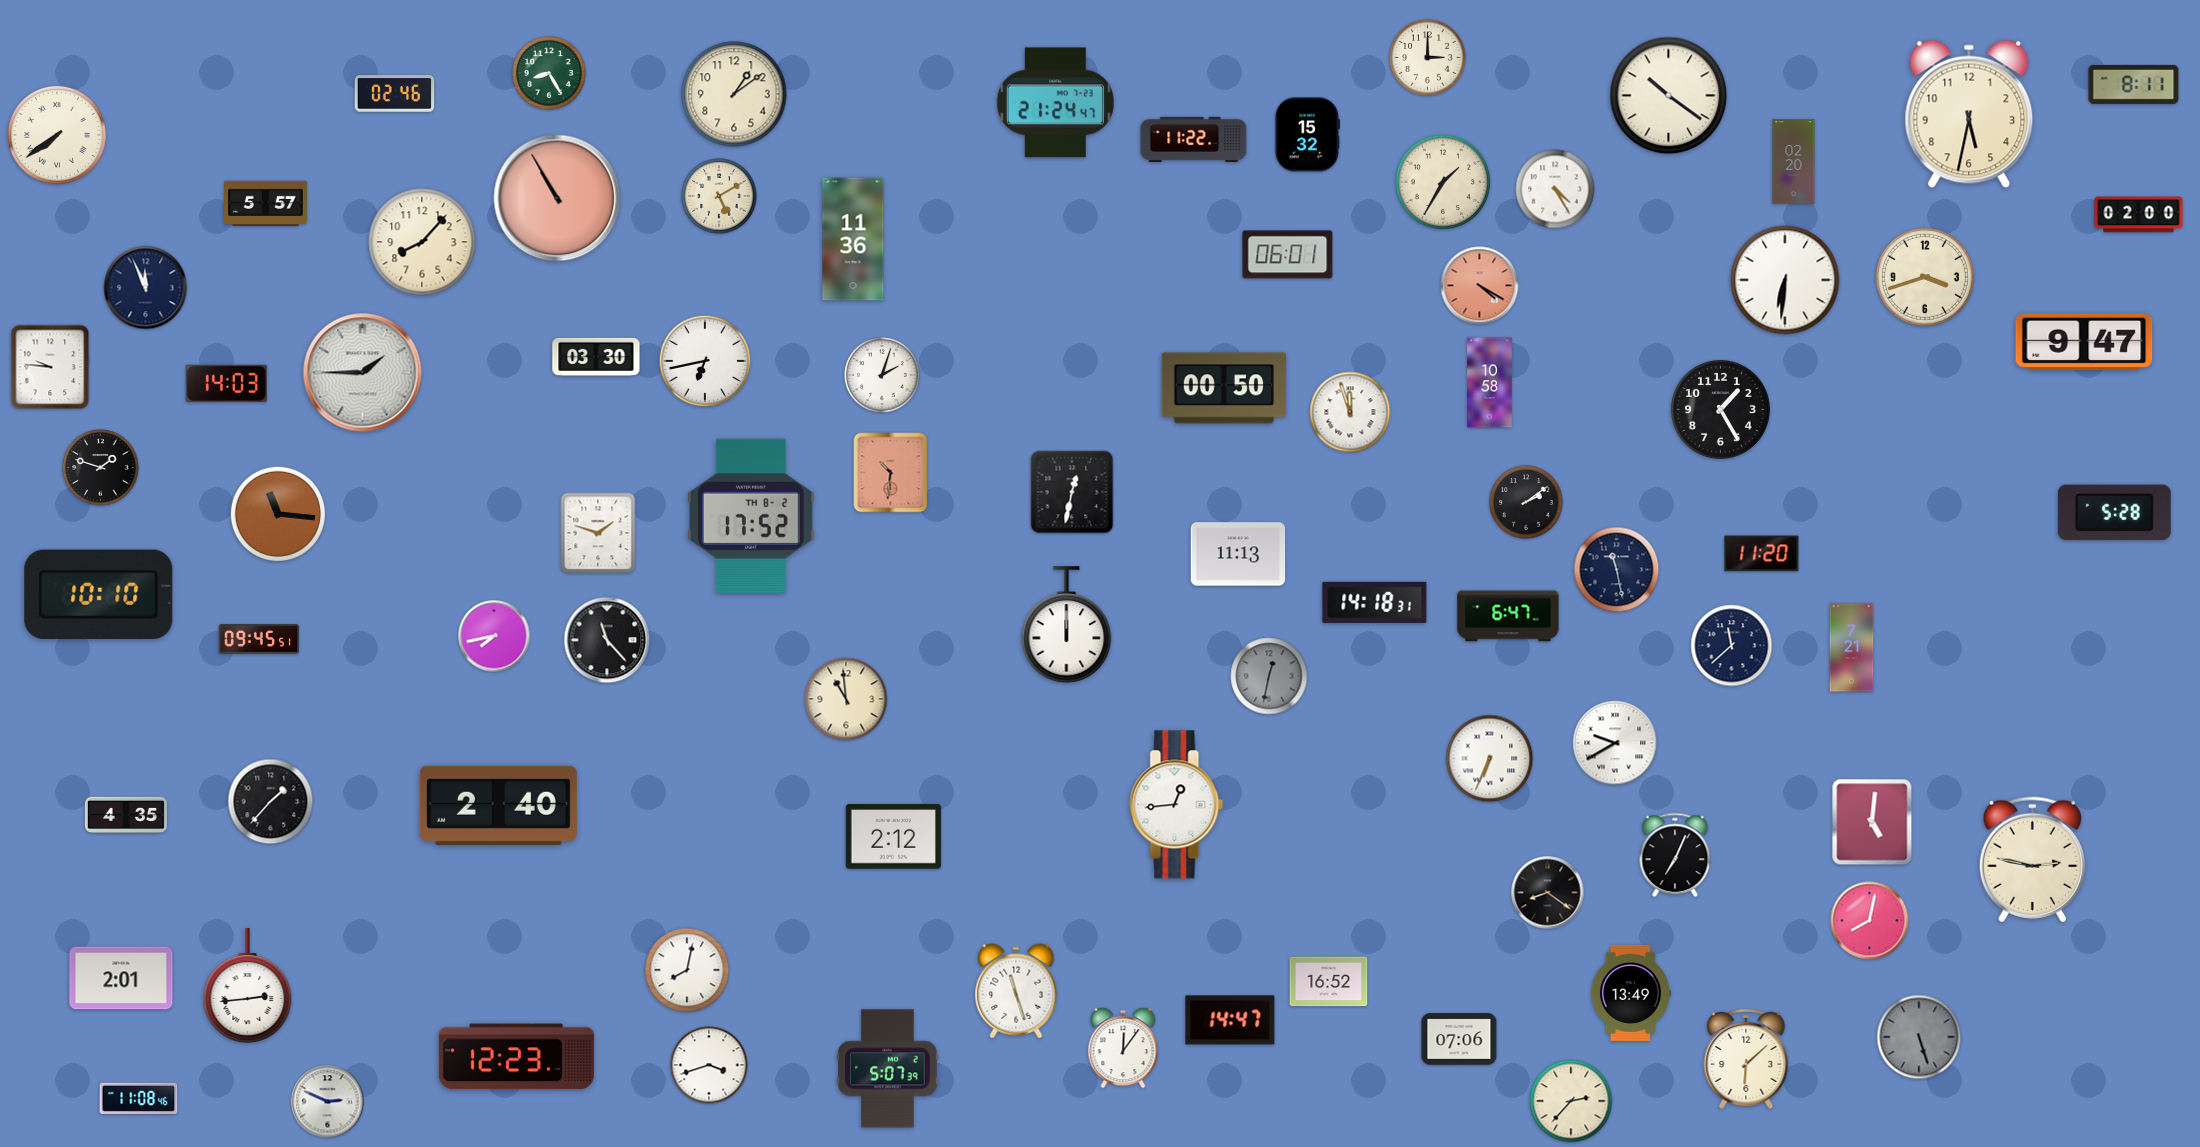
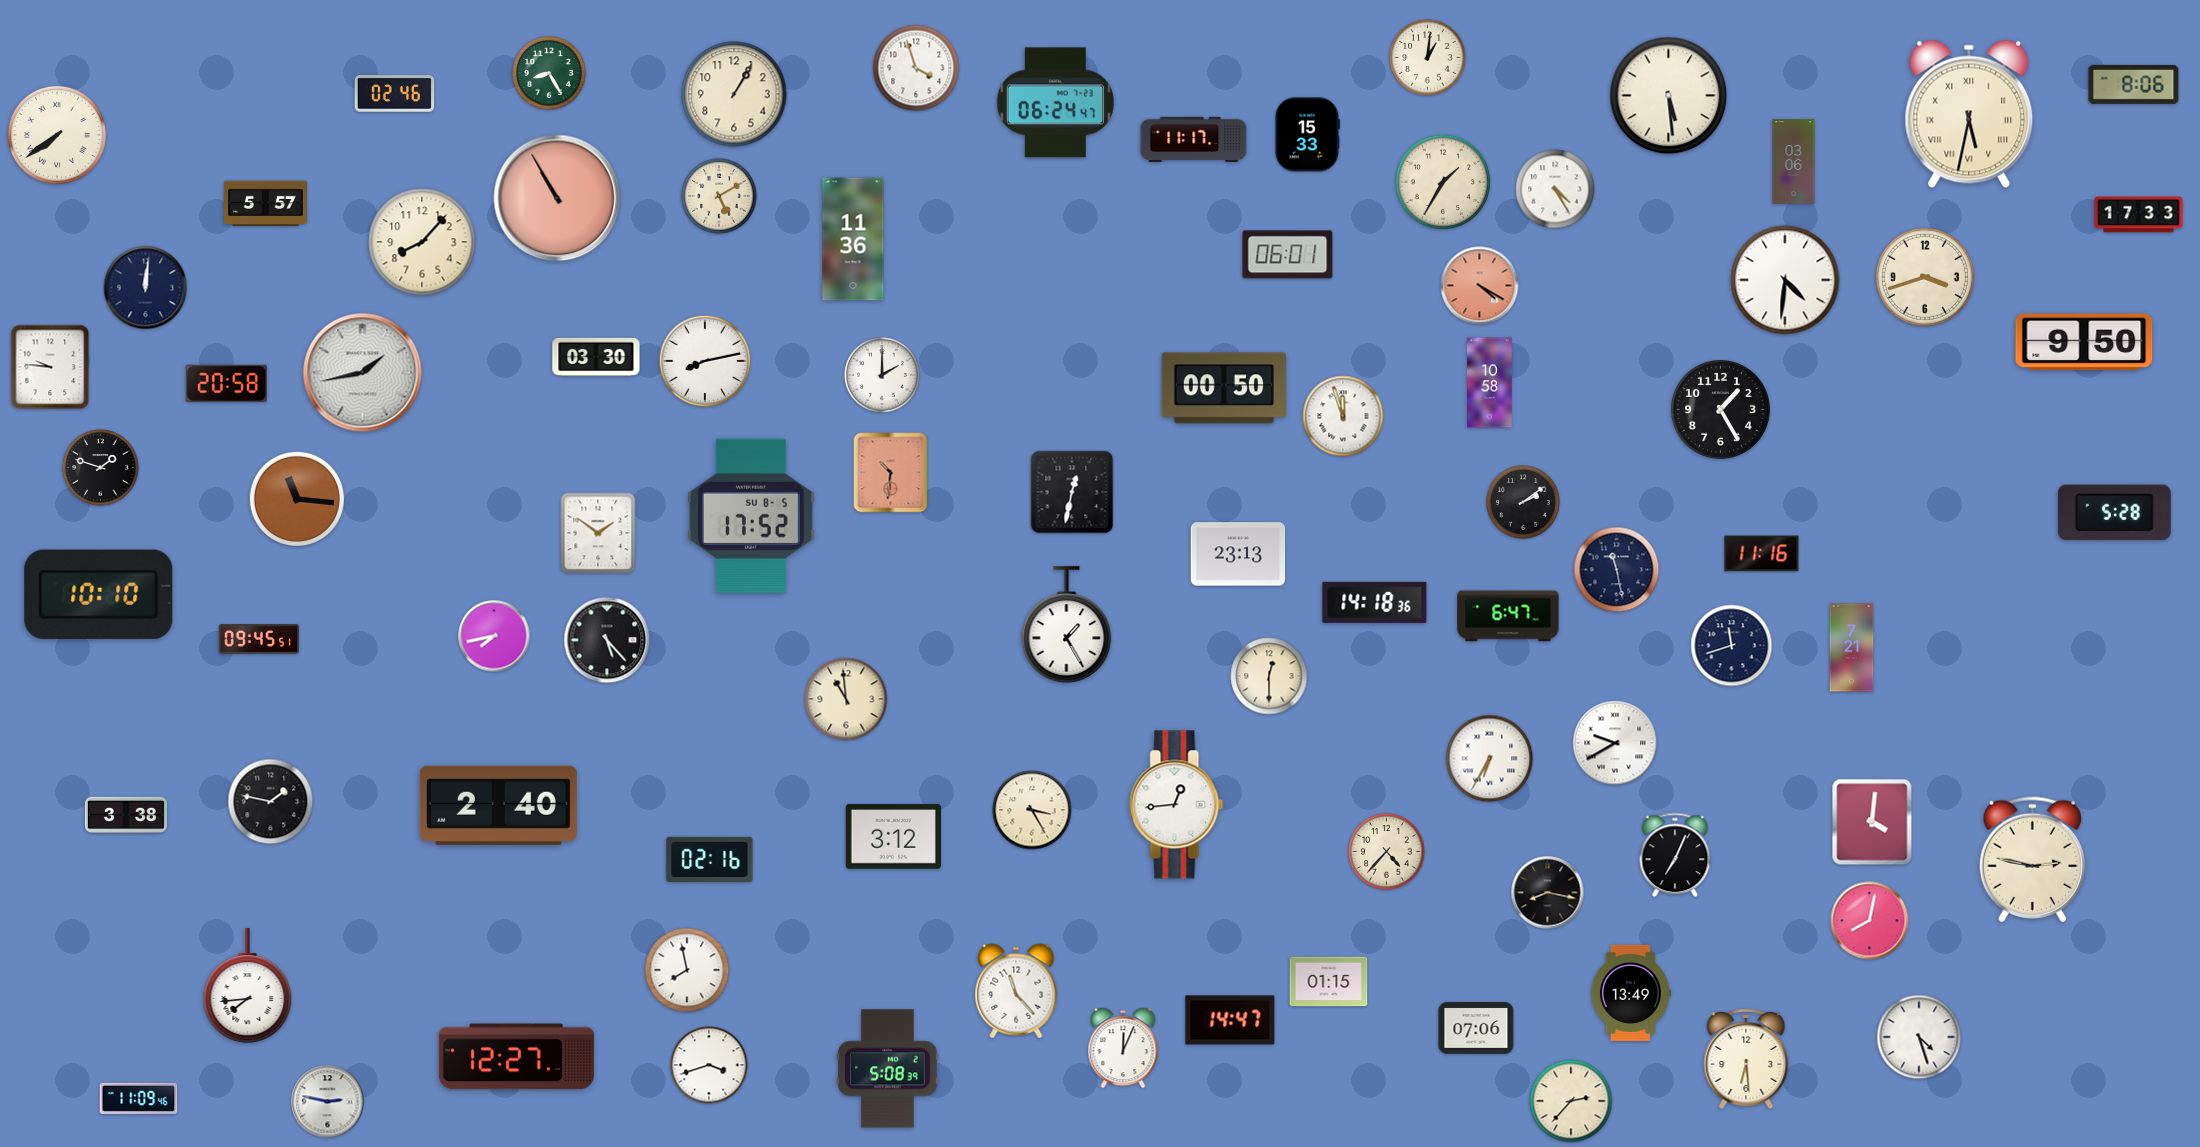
clock at (1428, 58): 3:00 -> 1:01
clock at (916, 68): none -> 3:57
clock at (2134, 84): 8:11 -> 8:06
clock at (734, 94): 1:09 -> 1:05
clock at (1669, 96): 10:21 -> 5:29
clock at (1055, 103): 21:24 -> 06:24
clock at (1969, 114) numerals: Arabic -> Roman
clock at (1307, 135): 15:32 -> 15:33
clock at (1194, 139): 11:22 -> 11:17
clock at (1794, 162): 02:20 -> 03:06
clock at (2139, 215): 02:00 -> 17:33
clock at (1785, 280): 6:31 -> 4:31
clock at (146, 288): 11:56 -> 12:01
clock at (2084, 342): 9:47 -> 9:50
clock at (705, 361): 6:43 -> 8:13
clock at (363, 373): 1:45 -> 1:43
clock at (882, 375): 2:03 -> 2:00
clock at (226, 383): 14:03 -> 20:58
clock at (1350, 412) position: (1350, 412) -> (1343, 416)
clock at (1526, 502) position: (1526, 502) -> (1523, 502)
clock at (277, 513) position: (277, 513) -> (296, 498)
clock at (751, 516) date: TH 8-2 -> SU 8-5
clock at (598, 533): 1:48 -> 1:51
clock at (1238, 554): 11:13 -> 23:13
clock at (1762, 554): 11:20 -> 11:16
clock at (1375, 602): 14:18:31 -> 14:18:36
clock at (1067, 625): 12:00 -> 1:25
clock at (607, 640): 11:23 -> 5:23
clock at (1732, 646): 11:38 -> 11:42
clock at (1269, 676): 12:32 -> 12:30
clock at (1269, 676) dial: grey -> cream
clock at (1490, 759): 6:34 -> 6:35
clock at (271, 802): 1:37 -> 1:47
clock at (1032, 810): none -> 3:25
clock at (126, 815): 4:35 -> 3:38
clock at (1872, 822): 5:01 -> 4:01
clock at (893, 837): 2:12 -> 3:12
clock at (1387, 852): none -> 4:37
clock at (710, 859): none -> 02:16
clock at (1548, 893): 8:21 -> 8:17
clock at (687, 970): 8:02 -> 7:58
clock at (121, 978): 2:01 -> none
clock at (1329, 982): 16:52 -> 01:15
clock at (248, 986): 2:44 -> 7:44
clock at (1016, 991): 11:27 -> 11:23
clock at (1919, 1037): 5:27 -> 4:27
clock at (1919, 1037) dial: grey -> white
clock at (1459, 1039) position: (1459, 1039) -> (1476, 1028)
clock at (1123, 1048): 12:06 -> 12:04
clock at (516, 1057): 12:23 -> 12:27
clock at (1746, 1059): 6:08 -> 6:29
clock at (888, 1069): 5:07 -> 5:08
clock at (139, 1099): 11:08 -> 11:09
clock at (328, 1102): 2:49 -> 2:47
